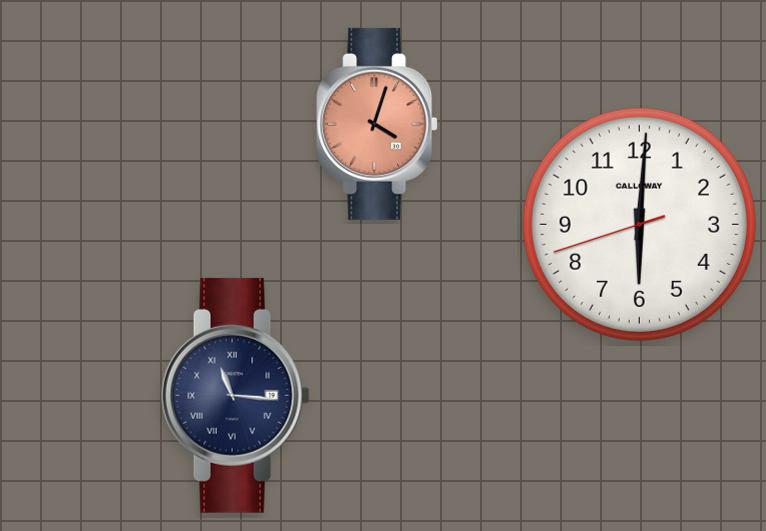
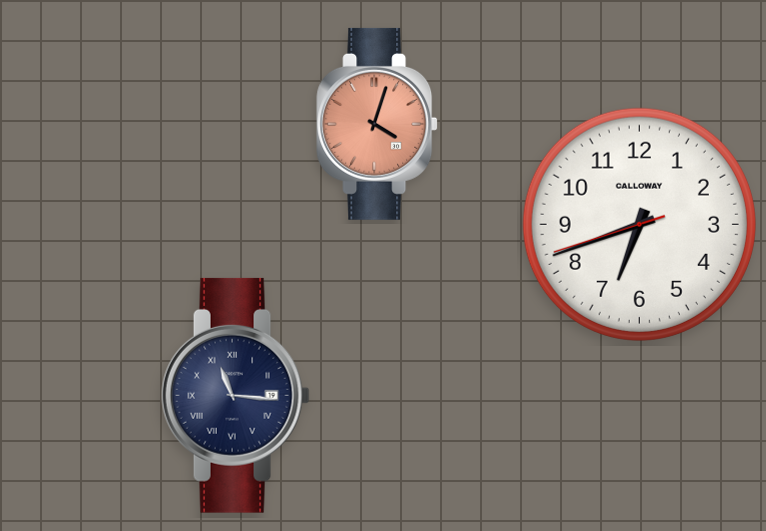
clock at (639, 224): 6:00 -> 6:41
